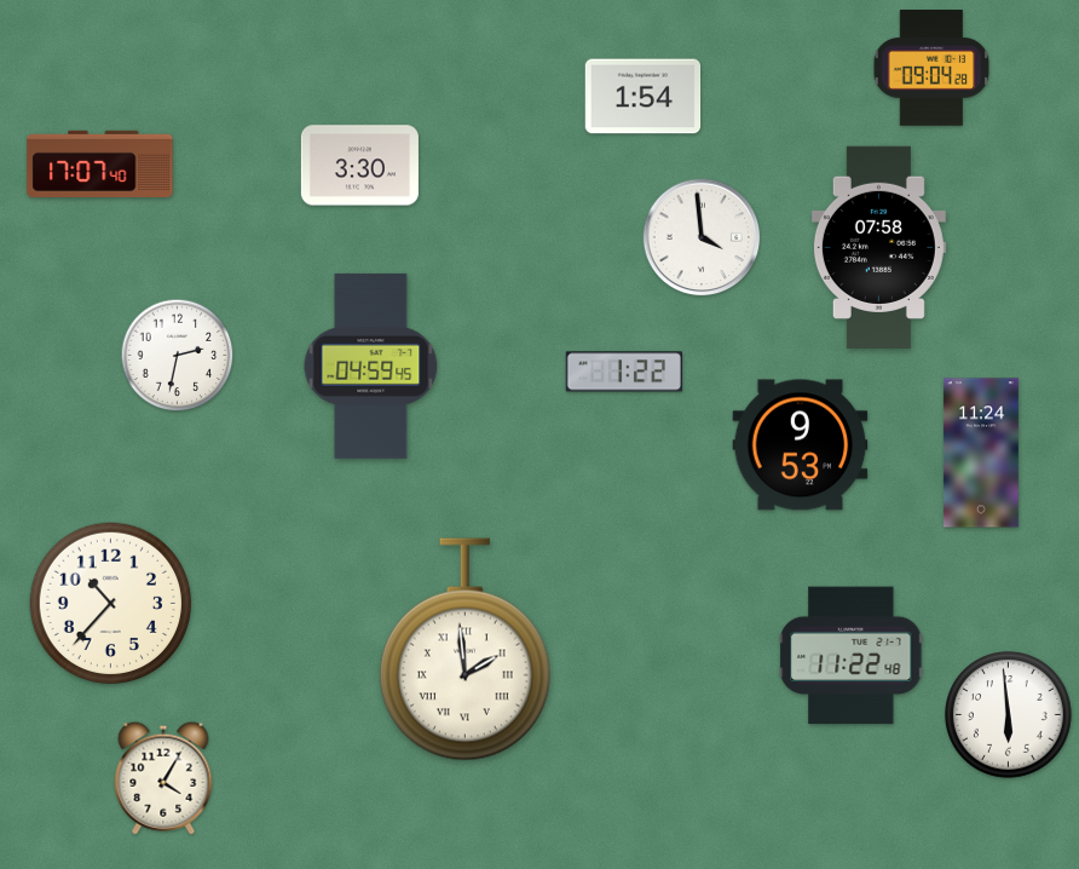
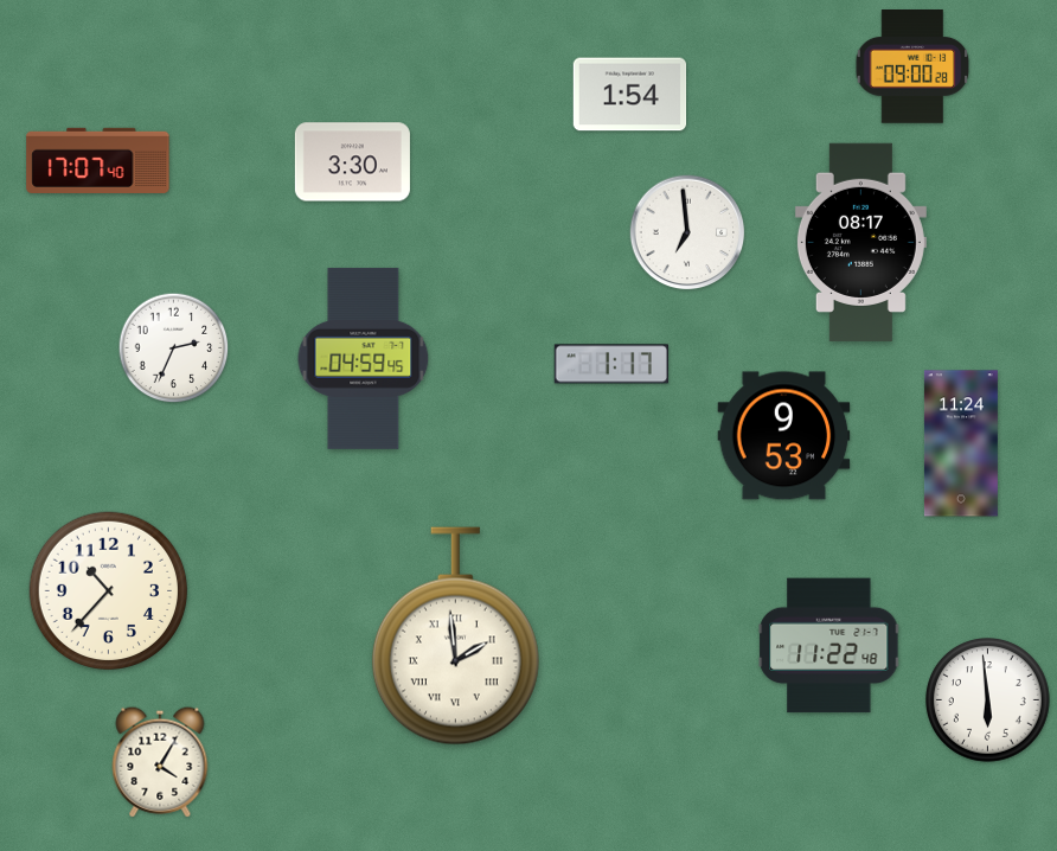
clock at (931, 69): 09:04 -> 09:00
clock at (702, 237): 3:59 -> 6:59
clock at (878, 247): 07:58 -> 08:17
clock at (178, 356): 2:32 -> 2:34
clock at (624, 372): 1:22 -> 1:17
clock at (852, 656) position: (852, 656) -> (829, 646)
